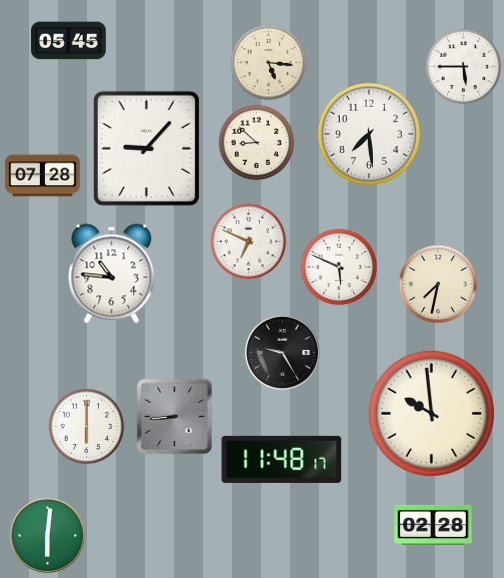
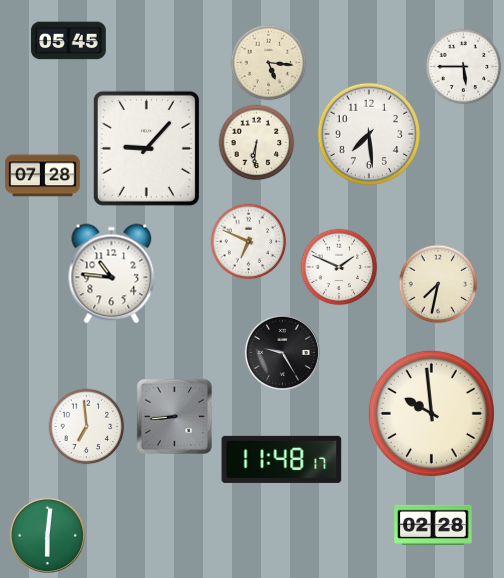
clock at (257, 143): 8:52 -> 6:31
clock at (339, 267): 5:49 -> 1:49
clock at (87, 427): 6:00 -> 6:59
